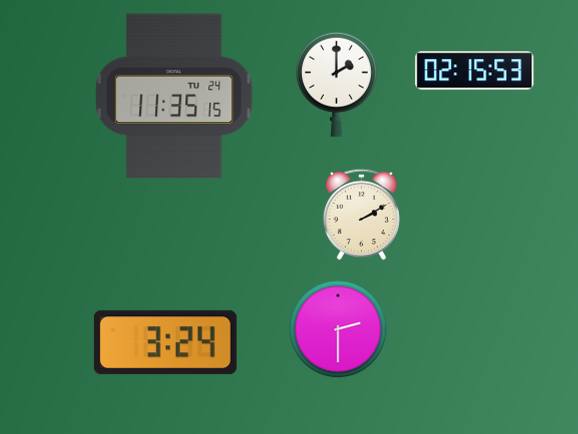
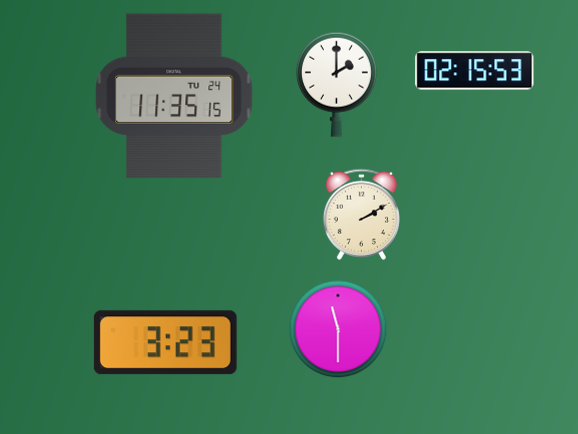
clock at (338, 329): 2:30 -> 11:30
clock at (165, 343): 3:24 -> 3:23
